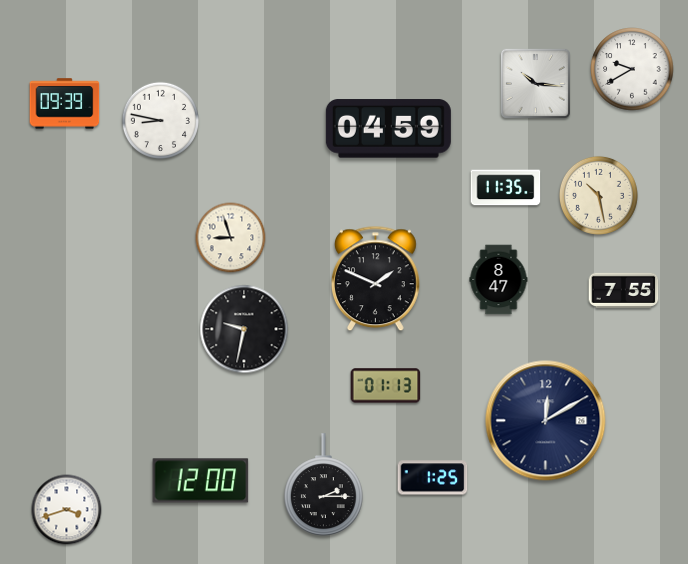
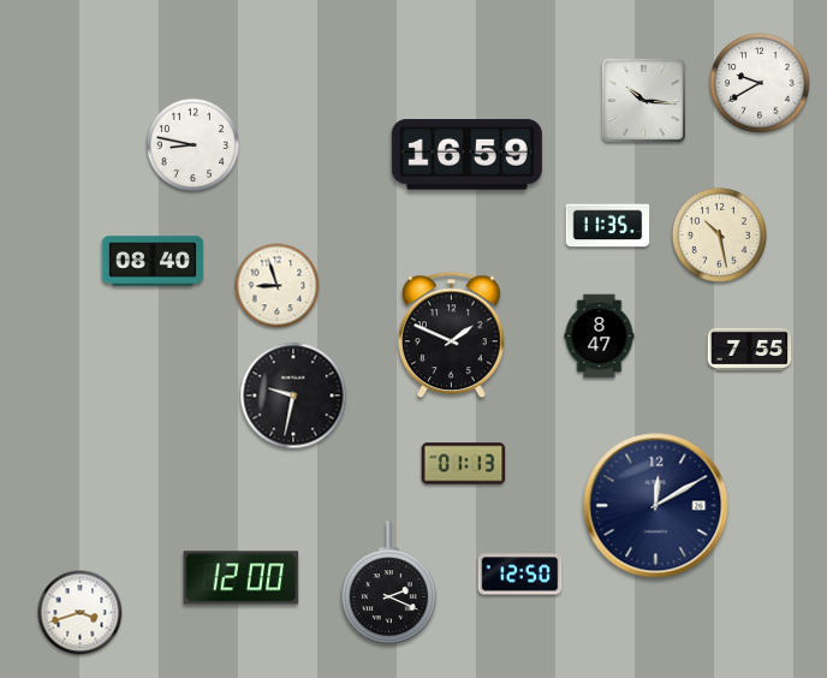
clock at (65, 104): 09:39 -> none
clock at (388, 129): 04:59 -> 16:59
clock at (153, 261): none -> 08:40
clock at (433, 478): 1:25 -> 12:50
clock at (323, 484): 2:15 -> 2:19
